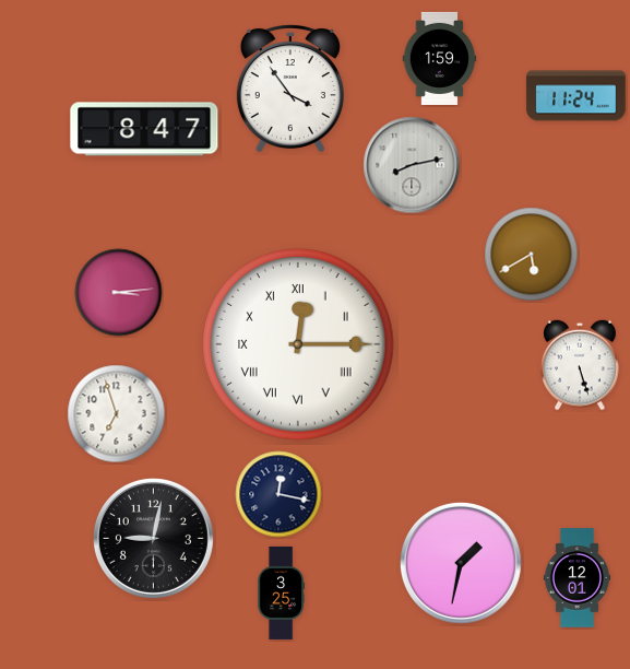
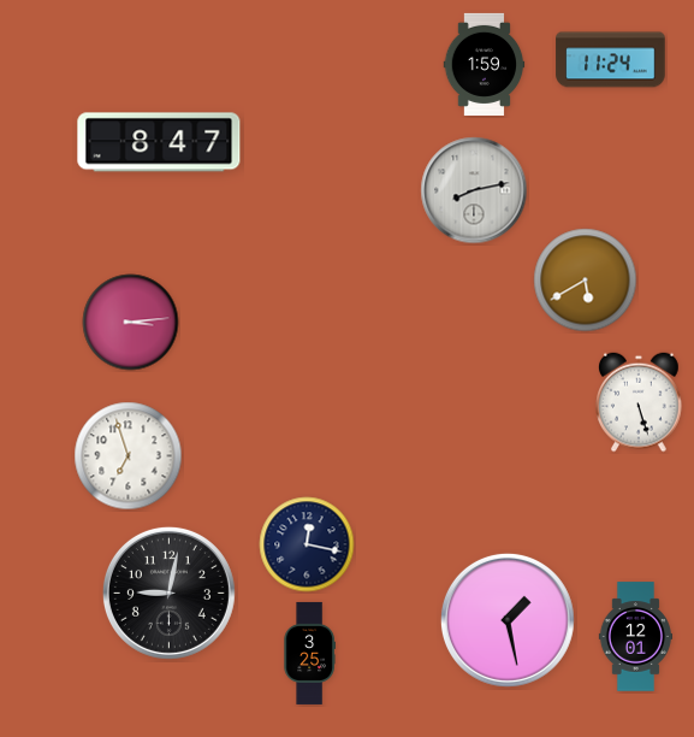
clock at (290, 87): 3:54 -> none
clock at (576, 96) position: (576, 96) -> (611, 60)
clock at (412, 165) position: (412, 165) -> (474, 190)
clock at (299, 345): 12:15 -> none
clock at (461, 563): 1:32 -> 1:28
